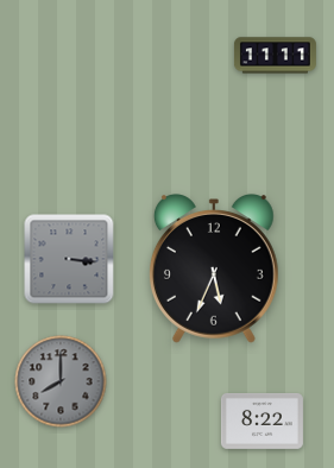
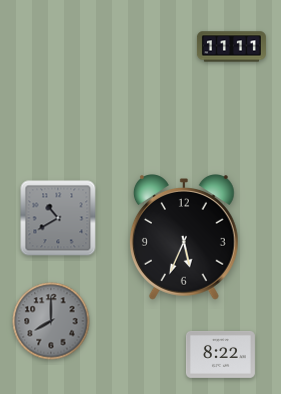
clock at (69, 259): 3:16 -> 10:40
clock at (214, 270) position: (214, 270) -> (184, 238)
